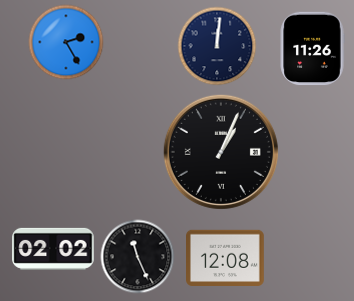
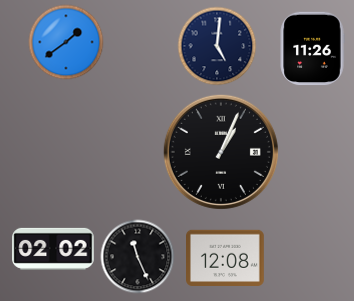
clock at (66, 42): 2:25 -> 1:39
clock at (217, 46): 12:01 -> 5:01
